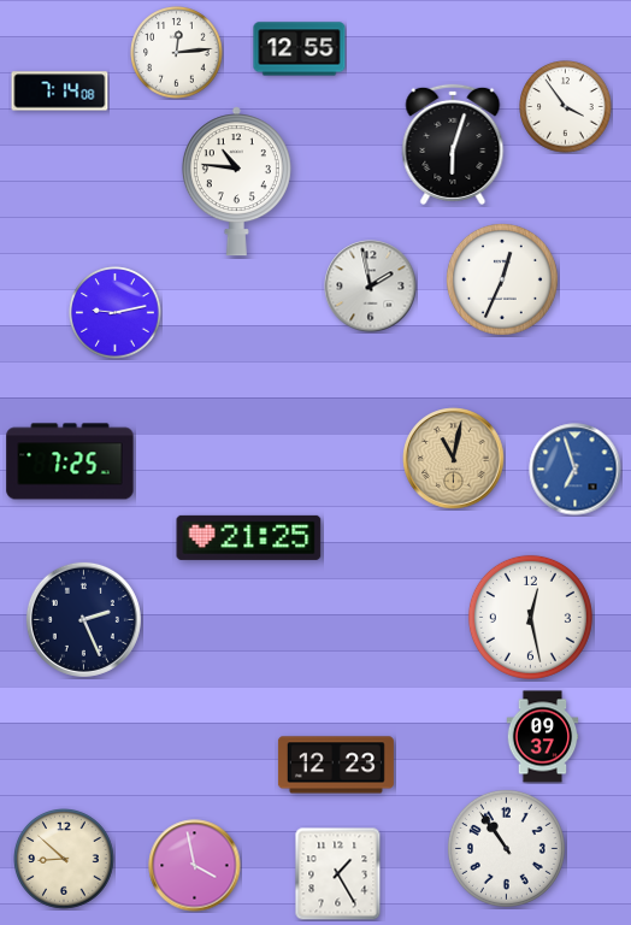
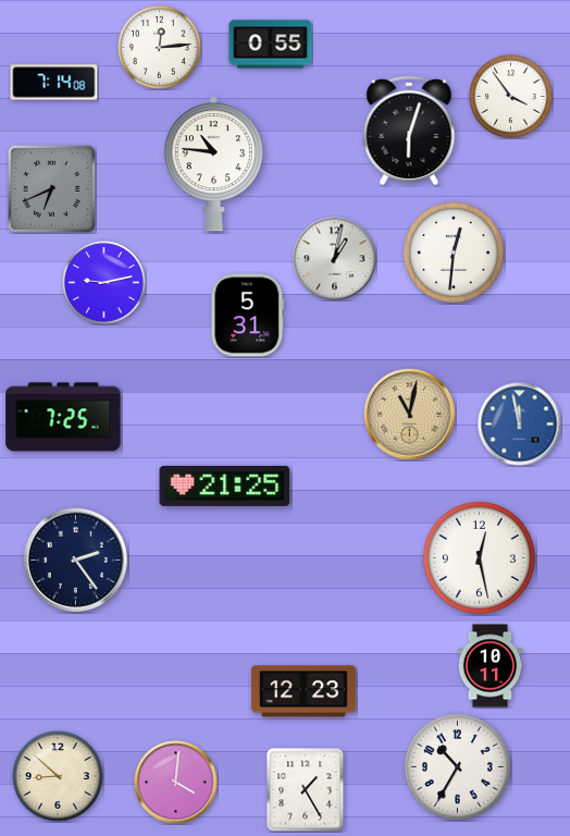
clock at (300, 49): 12:55 -> 0:55
clock at (51, 188): none -> 6:41
clock at (502, 279): 12:34 -> 12:31
clock at (371, 287): 1:58 -> 1:02
clock at (248, 316): none -> 5:31
clock at (576, 470): 6:57 -> 11:58
clock at (83, 619): 2:26 -> 2:24
clock at (543, 737): 09:37 -> 10:11
clock at (506, 848): 10:54 -> 10:35
clock at (195, 866): 3:58 -> 4:01
